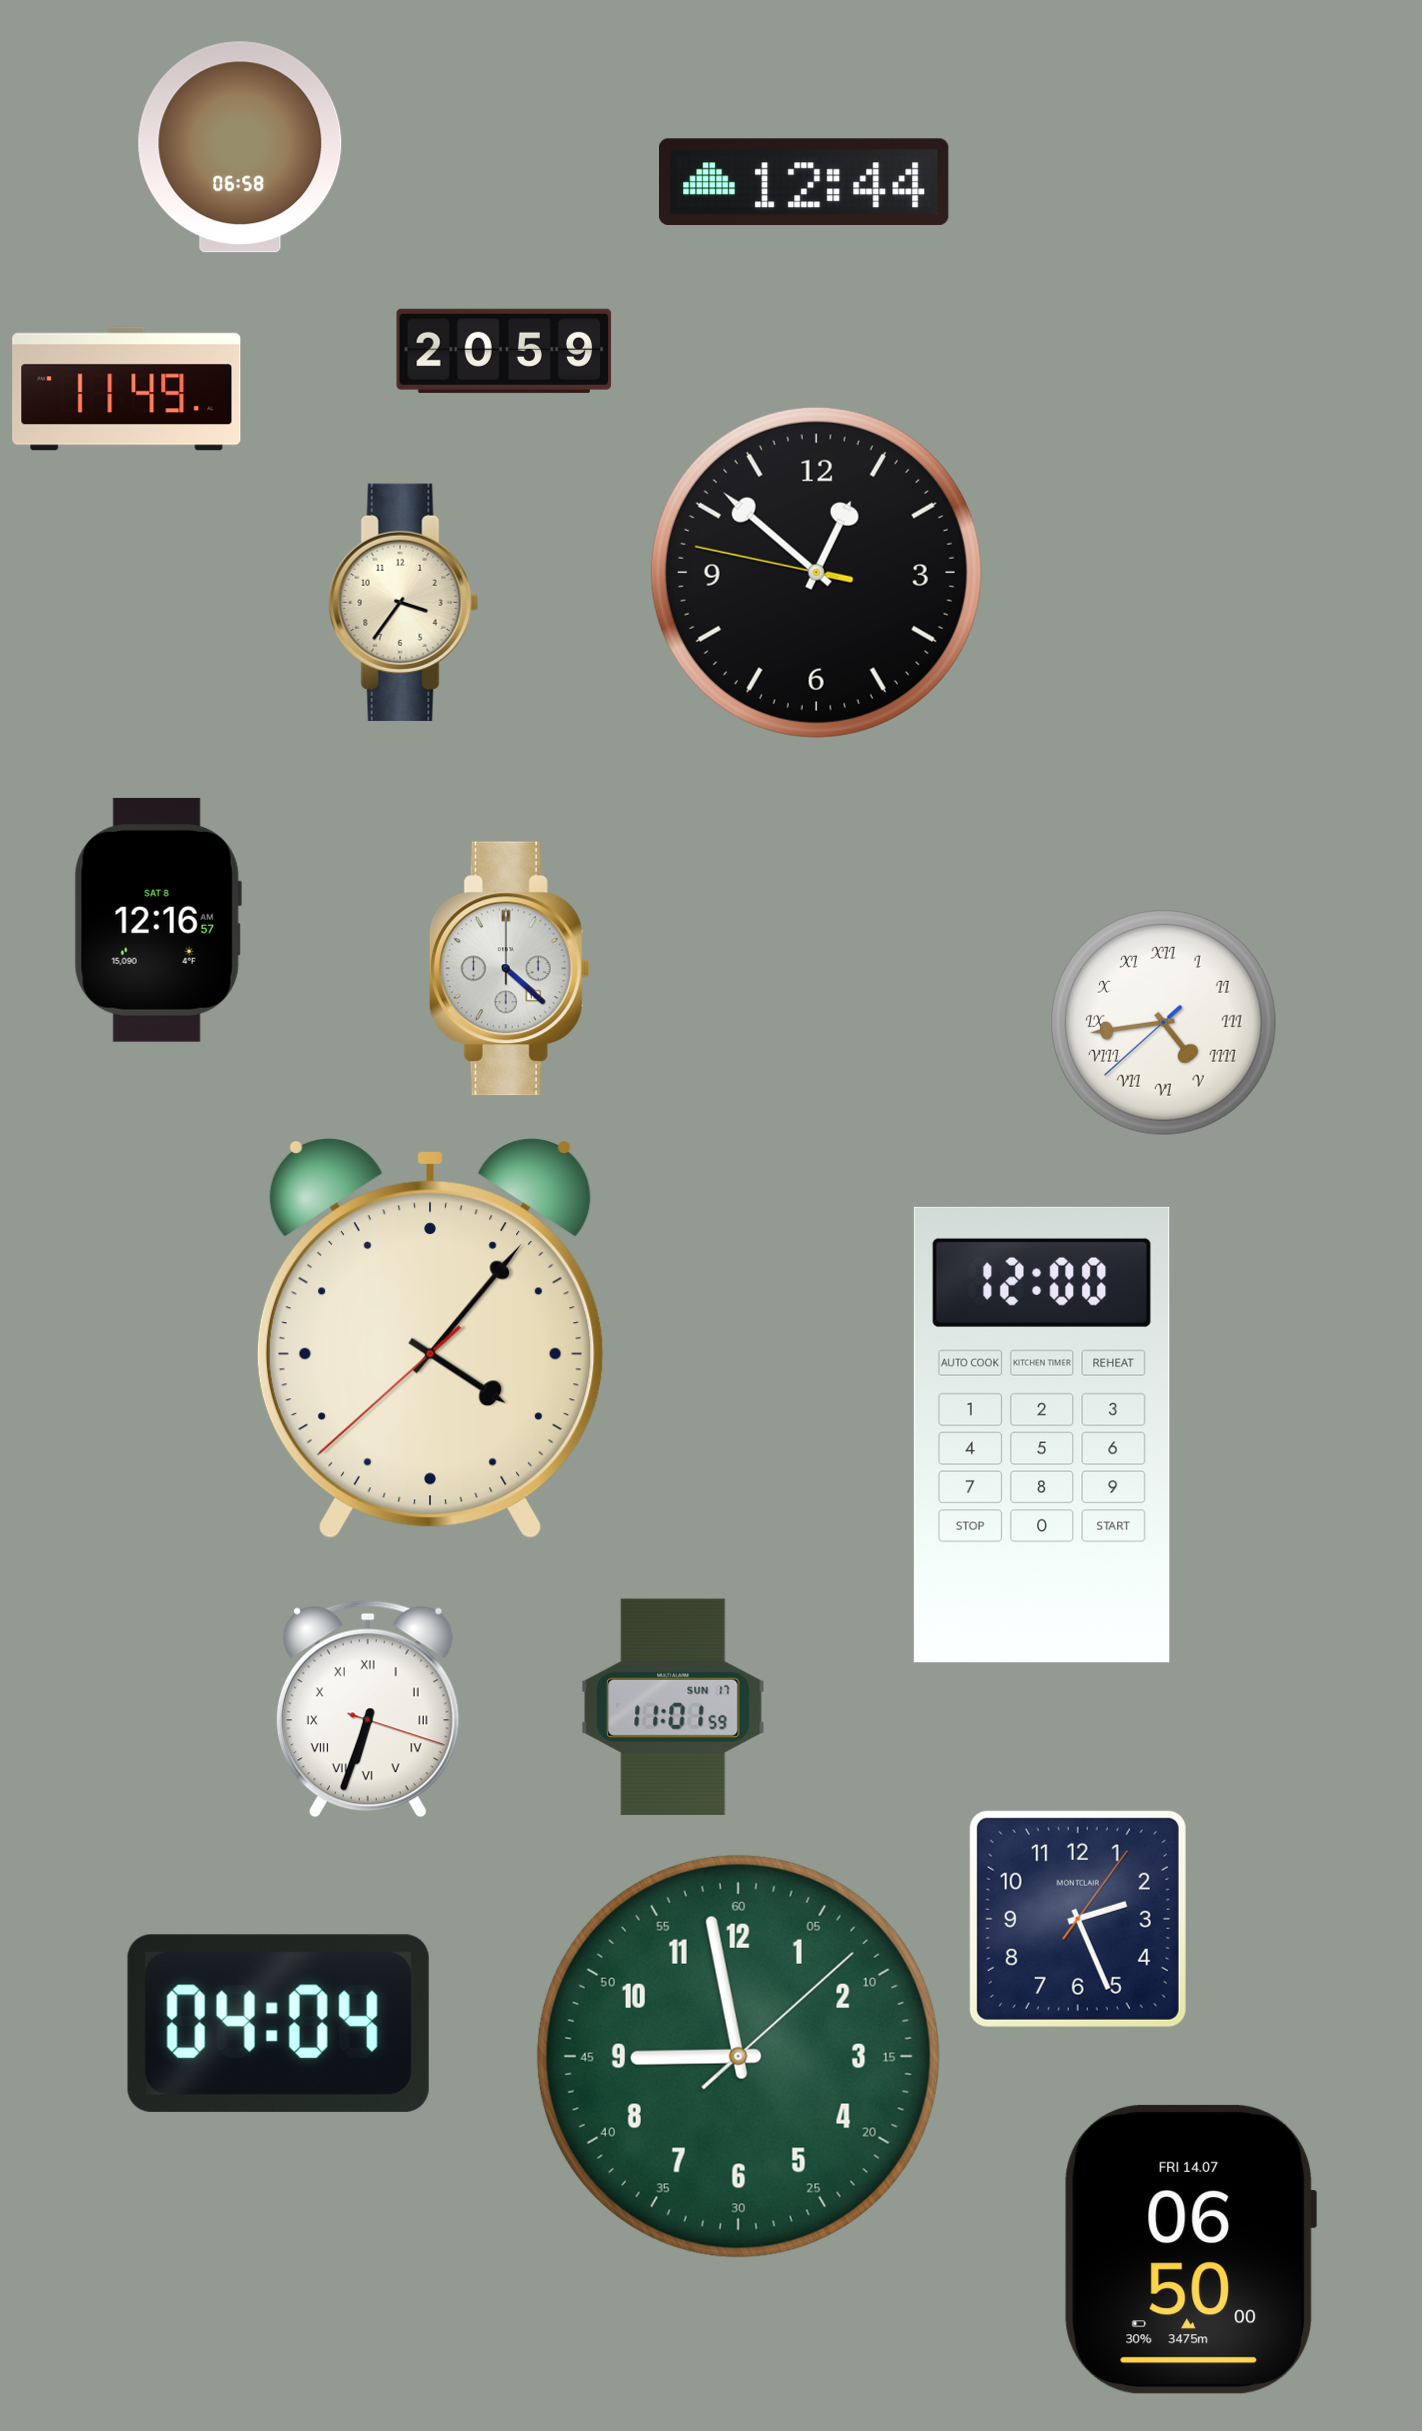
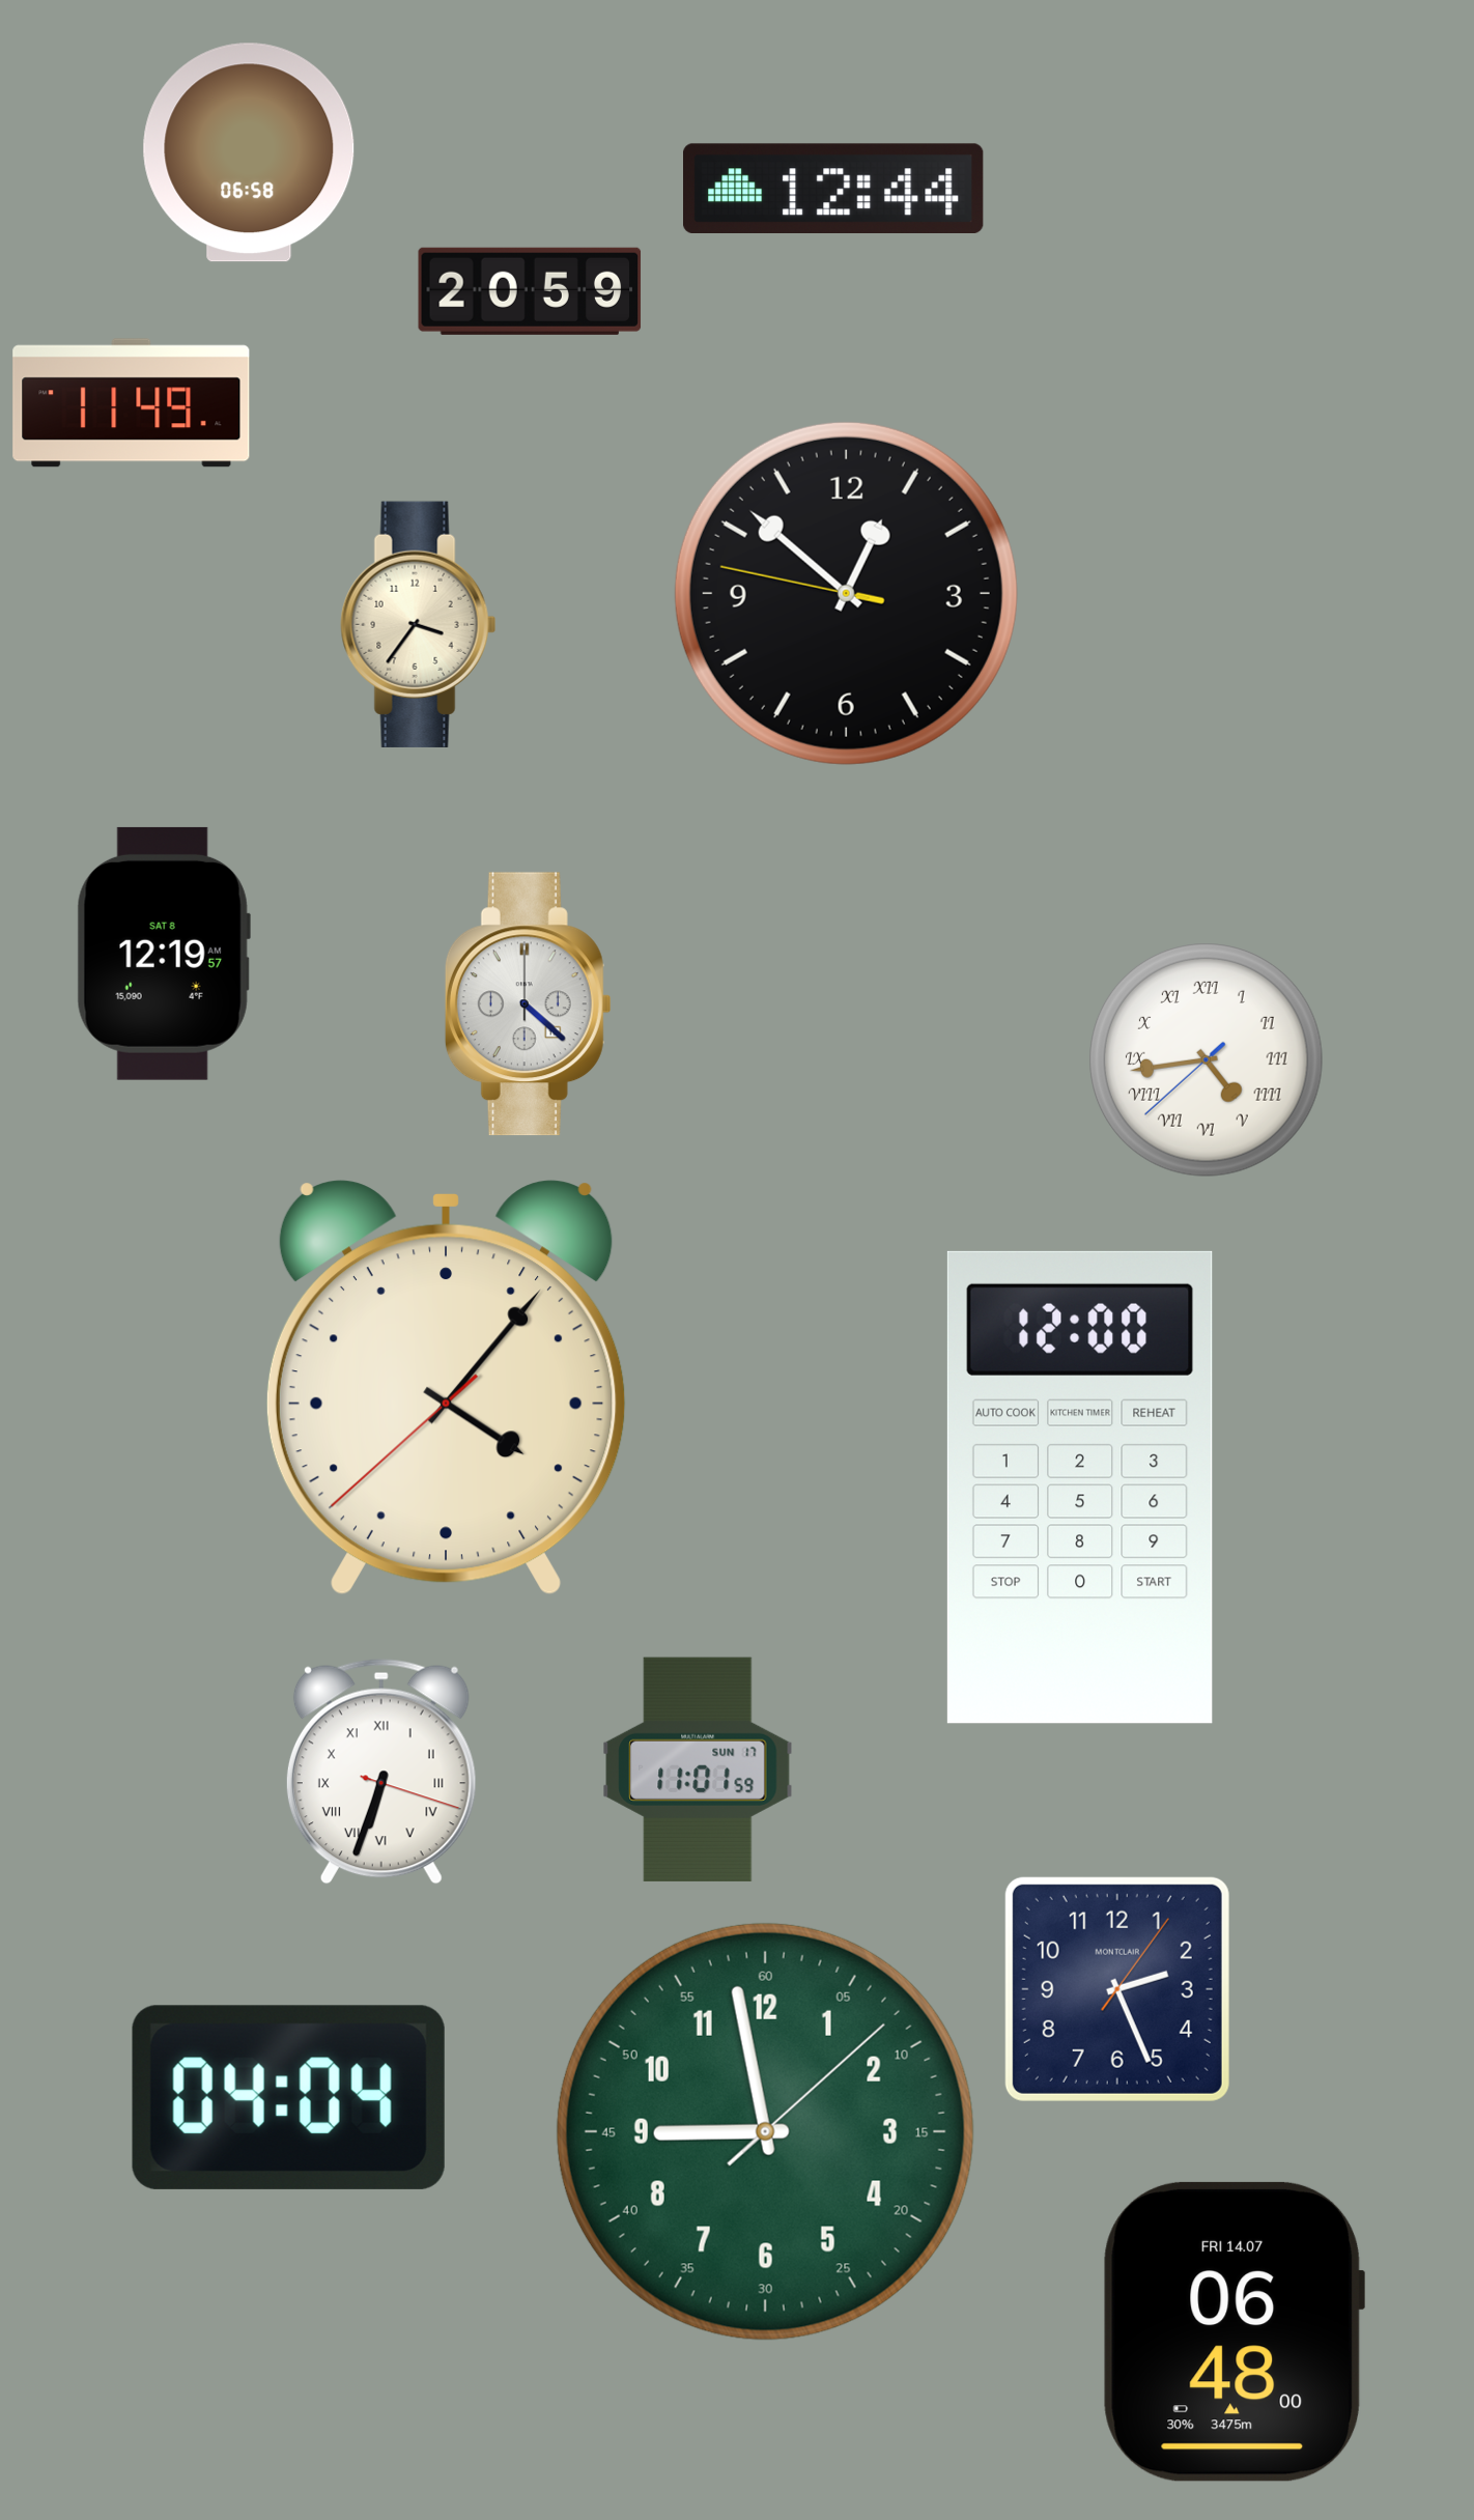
clock at (504, 351) position: (504, 351) -> (530, 291)
clock at (158, 920): 12:16 -> 12:19
clock at (1190, 2249): 06:50 -> 06:48
